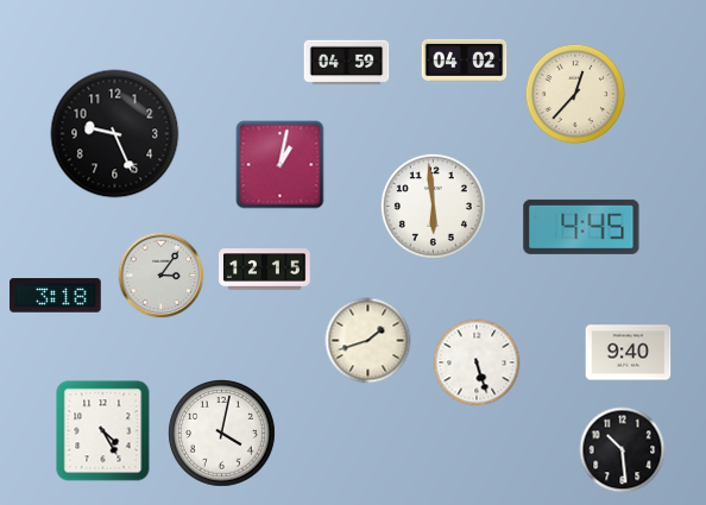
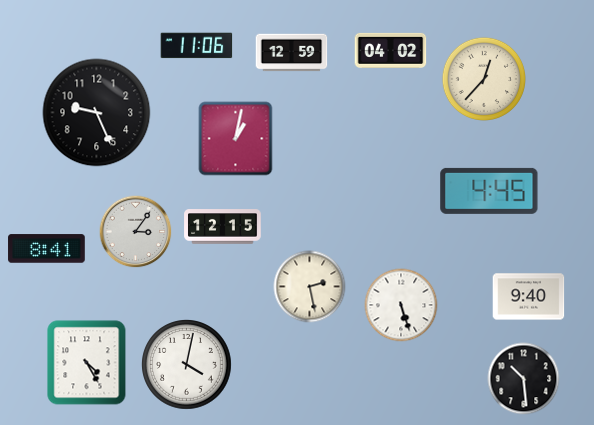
clock at (197, 46): none -> 11:06
clock at (347, 63): 04:59 -> 12:59
clock at (433, 206): 5:59 -> none
clock at (56, 296): 3:18 -> 8:41
clock at (368, 341): 1:42 -> 2:28
